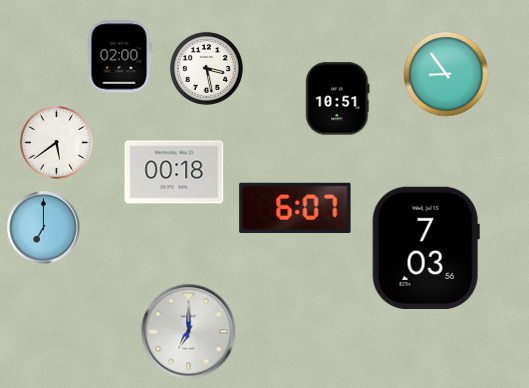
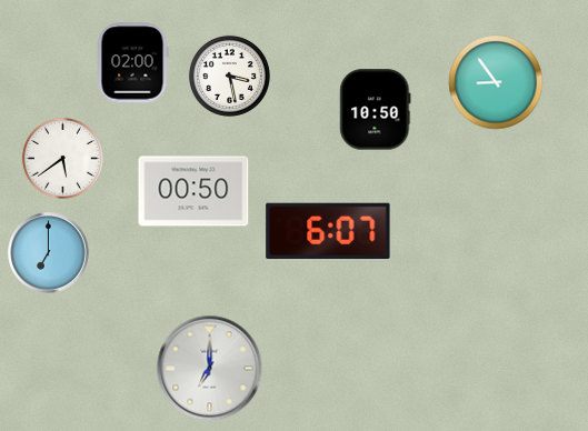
clock at (338, 99): 10:51 -> 10:50
clock at (174, 172): 00:18 -> 00:50
clock at (426, 247): 7:03 -> none
